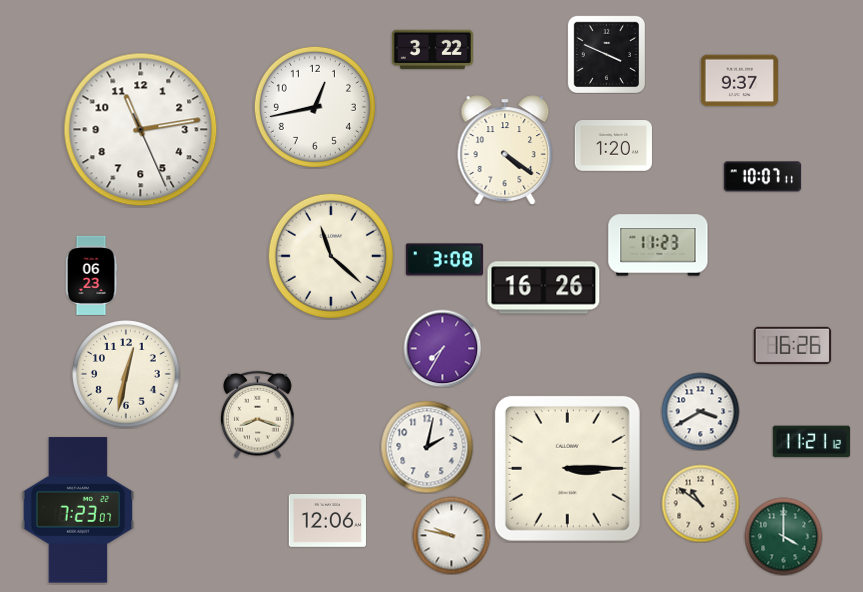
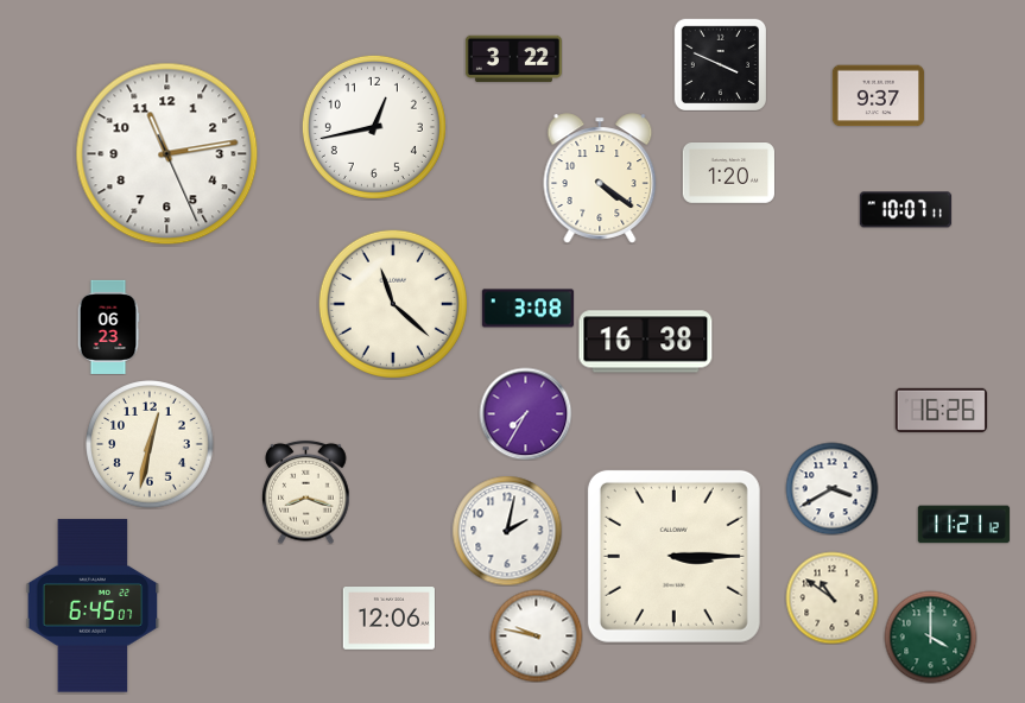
clock at (658, 245): 11:23 -> none
clock at (544, 288): 16:26 -> 16:38
clock at (78, 510): 7:23 -> 6:45
